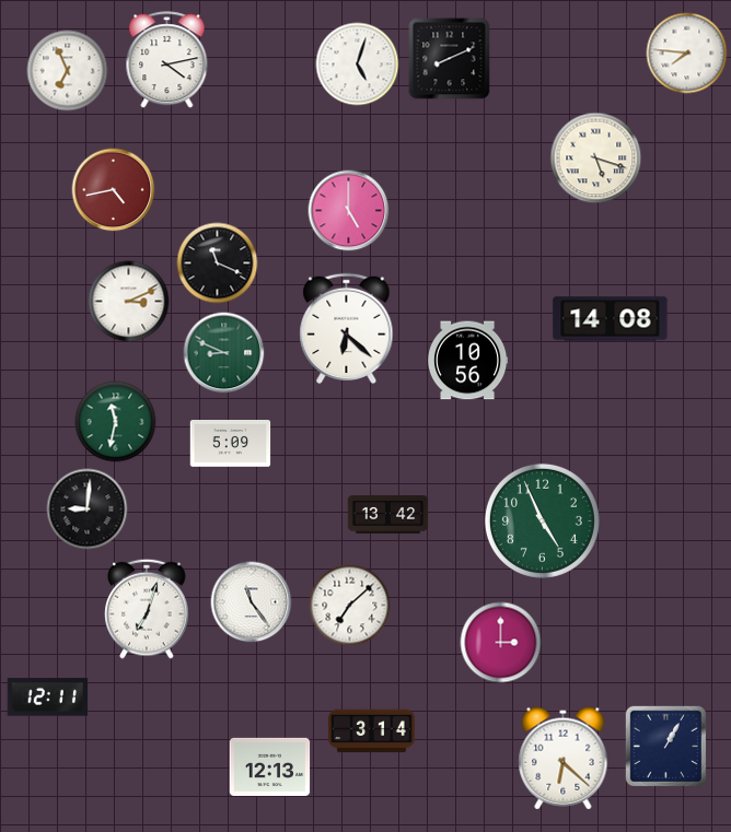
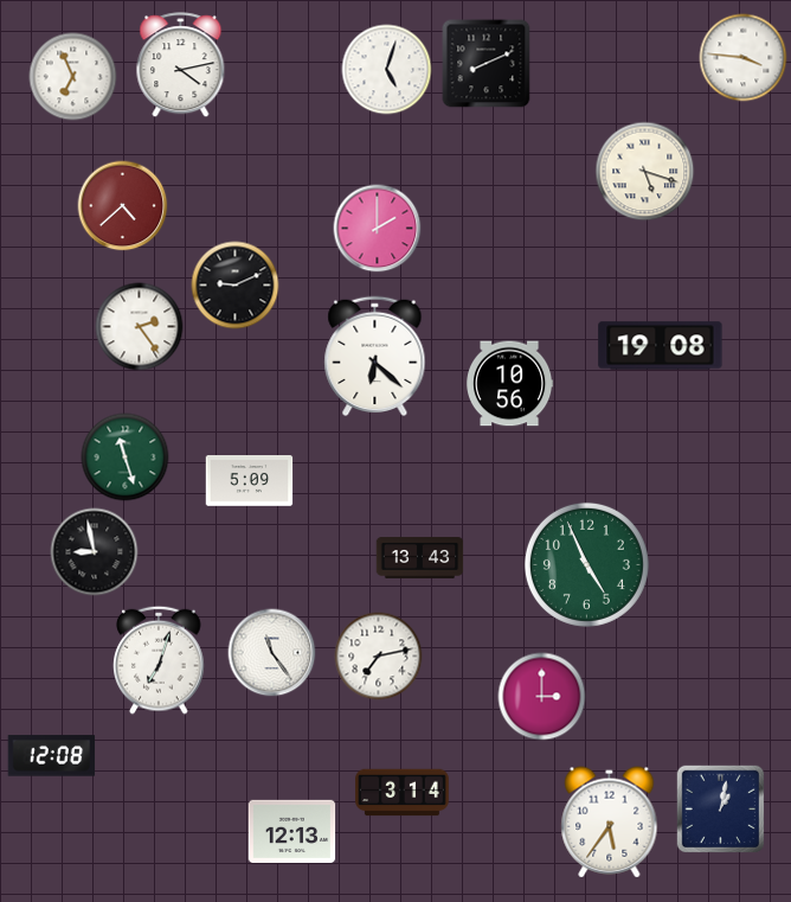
clock at (687, 54): 7:46 -> 3:46
clock at (114, 190): 4:43 -> 4:38
clock at (349, 211): 5:00 -> 2:00
clock at (218, 263): 11:19 -> 9:11
clock at (129, 302): 3:11 -> 2:24
clock at (611, 319): 14:08 -> 19:08
clock at (224, 353): 8:49 -> none
clock at (467, 361) position: (467, 361) -> (509, 384)
clock at (116, 422): 11:32 -> 11:27
clock at (88, 509): 9:01 -> 8:58
clock at (388, 515): 13:42 -> 13:43
clock at (350, 606): 7:08 -> 7:13
clock at (48, 698): 12:11 -> 12:08
clock at (665, 746): 1:05 -> 1:02
clock at (564, 759): 6:22 -> 5:36
